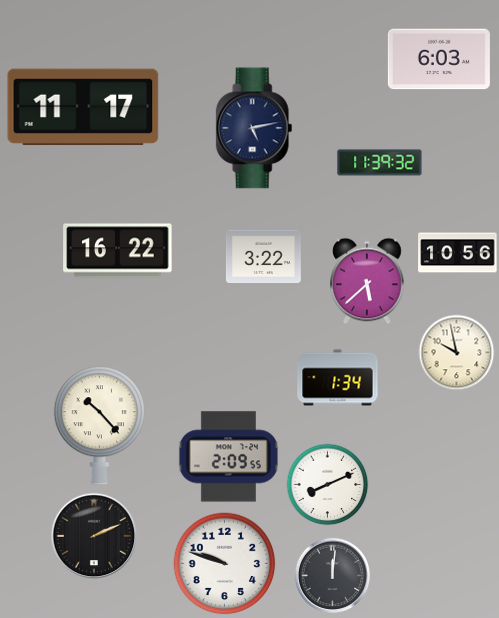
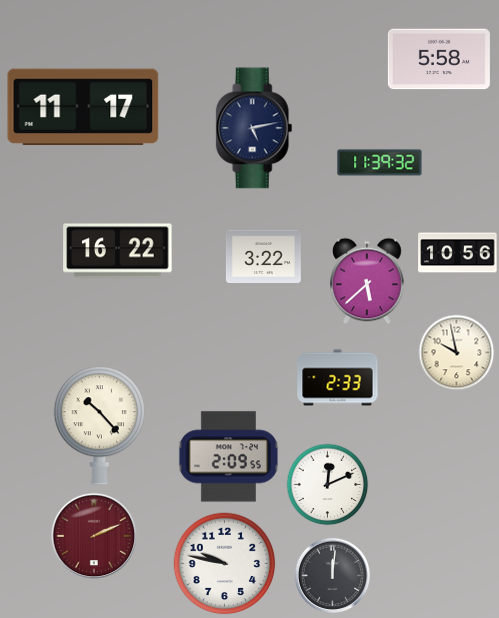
clock at (439, 59): 6:03 -> 5:58
clock at (338, 378): 1:34 -> 2:33
clock at (328, 485): 8:11 -> 12:11
clock at (94, 536) dial: black -> burgundy
clock at (225, 564): 9:48 -> 9:47
